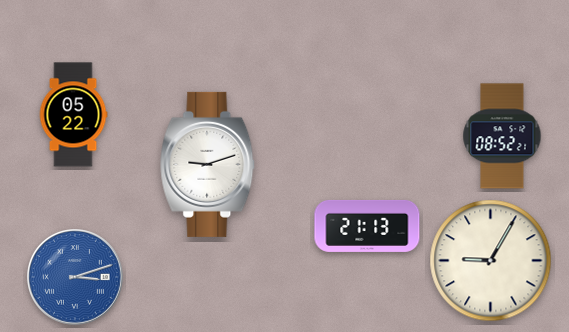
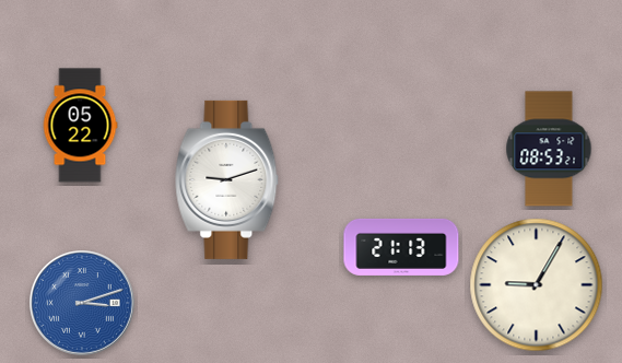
clock at (502, 136): 08:52 -> 08:53
